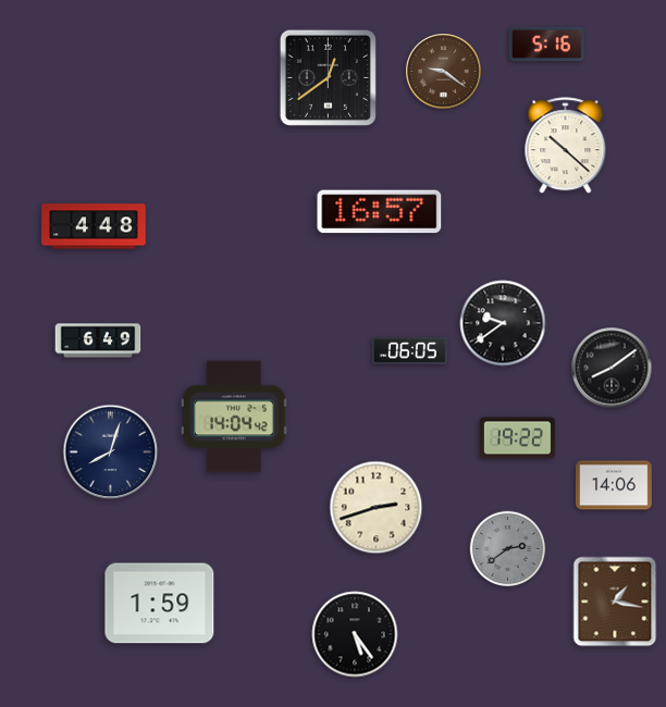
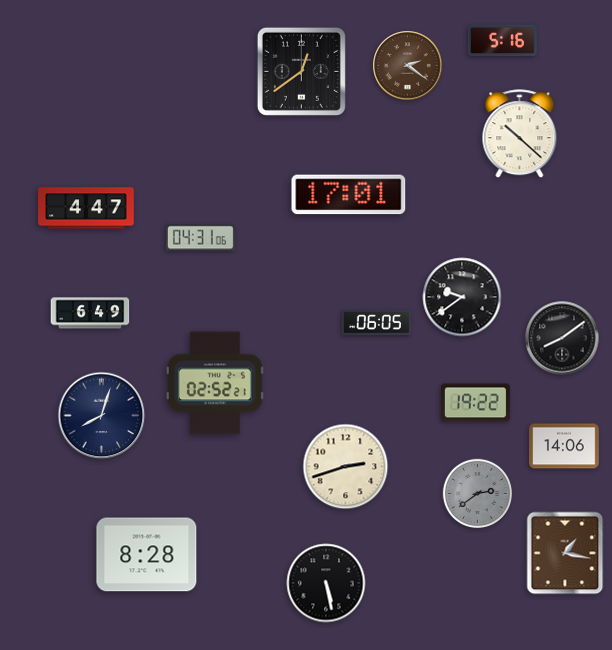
clock at (444, 72): 9:21 -> 2:21
clock at (380, 212): 16:57 -> 17:01
clock at (94, 226): 4:48 -> 4:47
clock at (200, 238): none -> 04:31
clock at (234, 417): 14:04 -> 02:52
clock at (508, 549) position: (508, 549) -> (478, 494)
clock at (160, 604): 1:59 -> 8:28
clock at (355, 634): 5:24 -> 5:28
